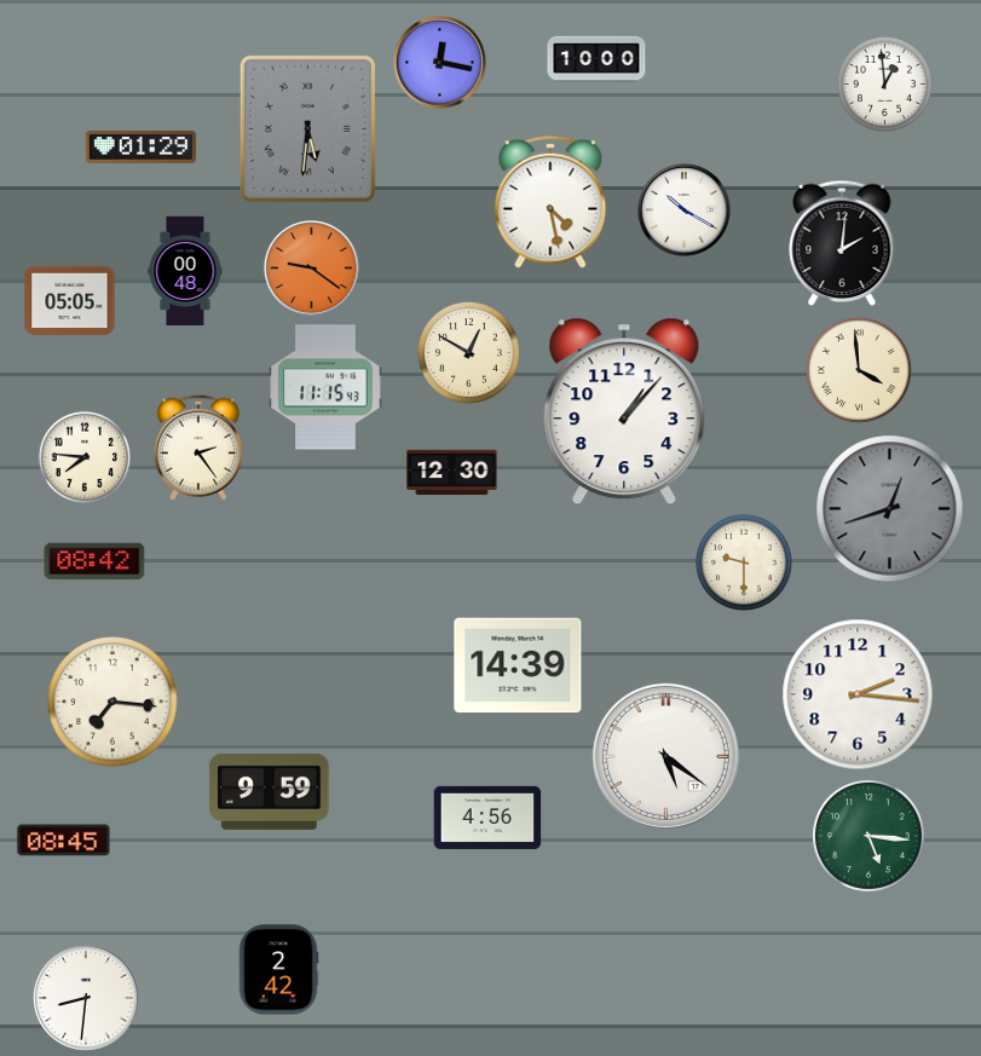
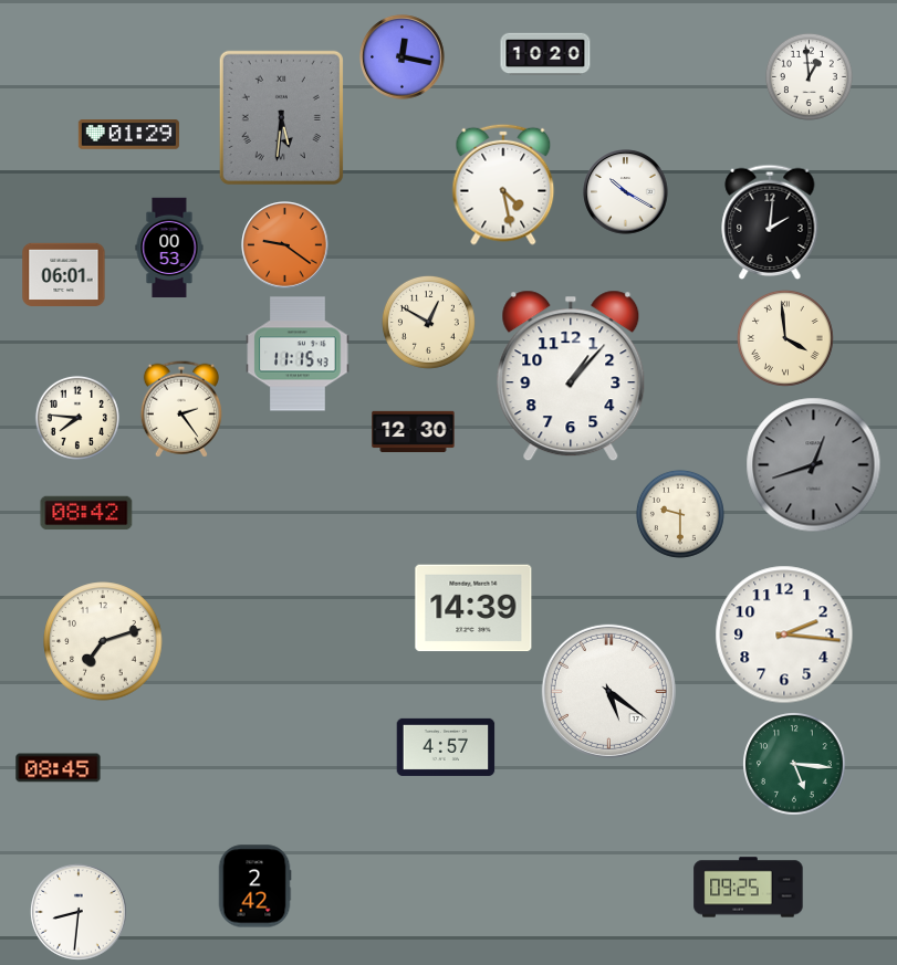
clock at (596, 59): 10:00 -> 10:20
clock at (185, 271): 00:48 -> 00:53
clock at (70, 301): 05:05 -> 06:01
clock at (112, 702): 7:16 -> 7:12
clock at (270, 791): 9:59 -> none
clock at (487, 818): 4:56 -> 4:57
clock at (749, 888): none -> 09:25
